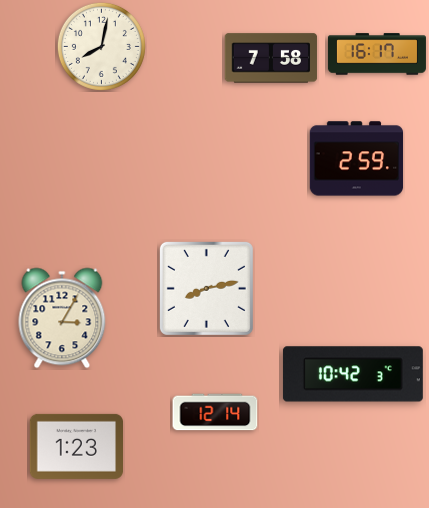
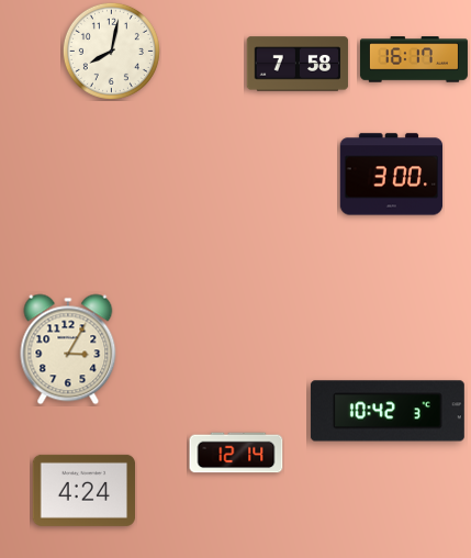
clock at (357, 159): 2:59 -> 3:00
clock at (206, 288): 8:13 -> none
clock at (76, 446): 1:23 -> 4:24
